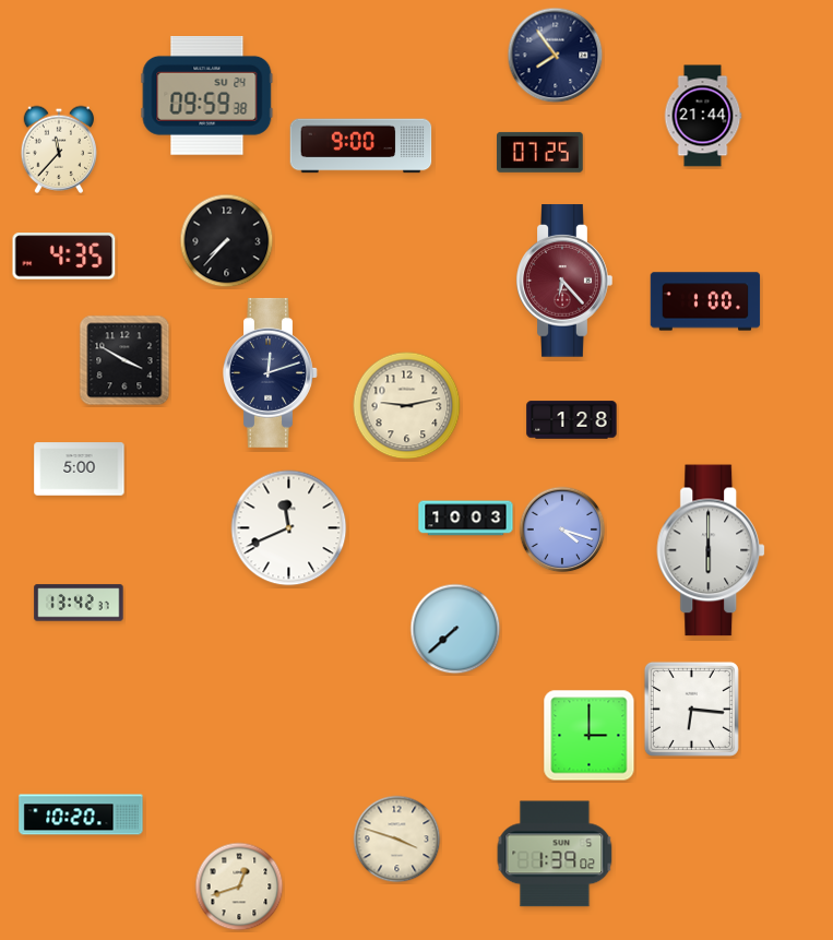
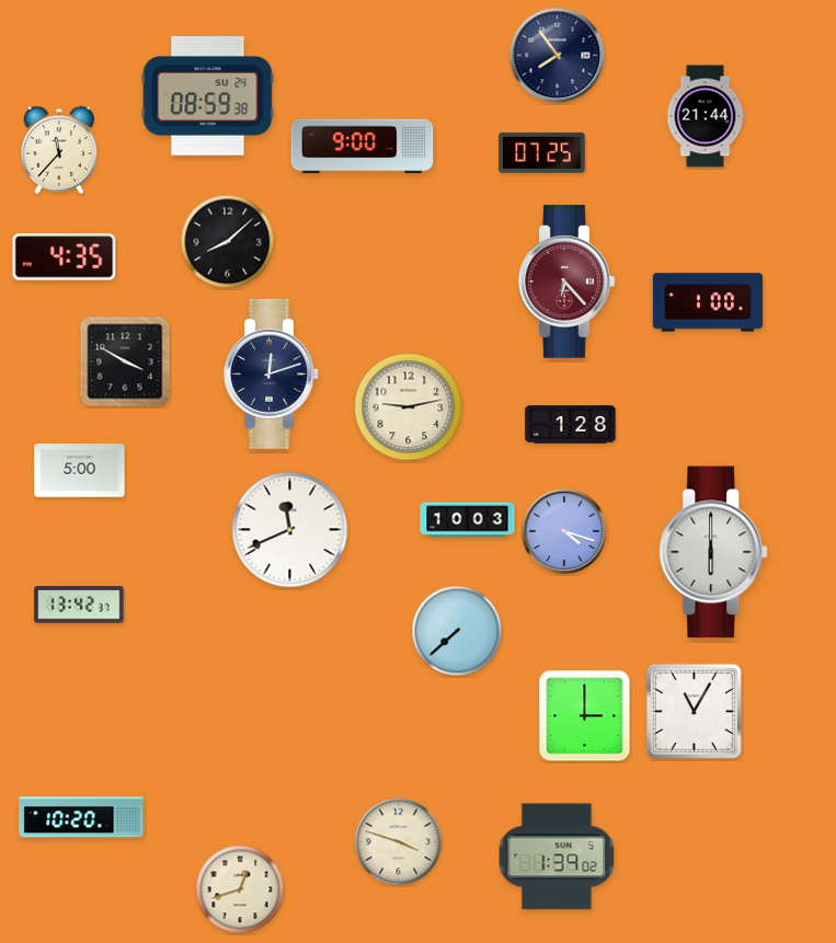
clock at (207, 96): 09:59 -> 08:59
clock at (227, 241): 7:37 -> 8:08
clock at (572, 420) position: (572, 420) -> (571, 425)
clock at (691, 709): 6:16 -> 11:05
clock at (590, 736) position: (590, 736) -> (585, 716)
